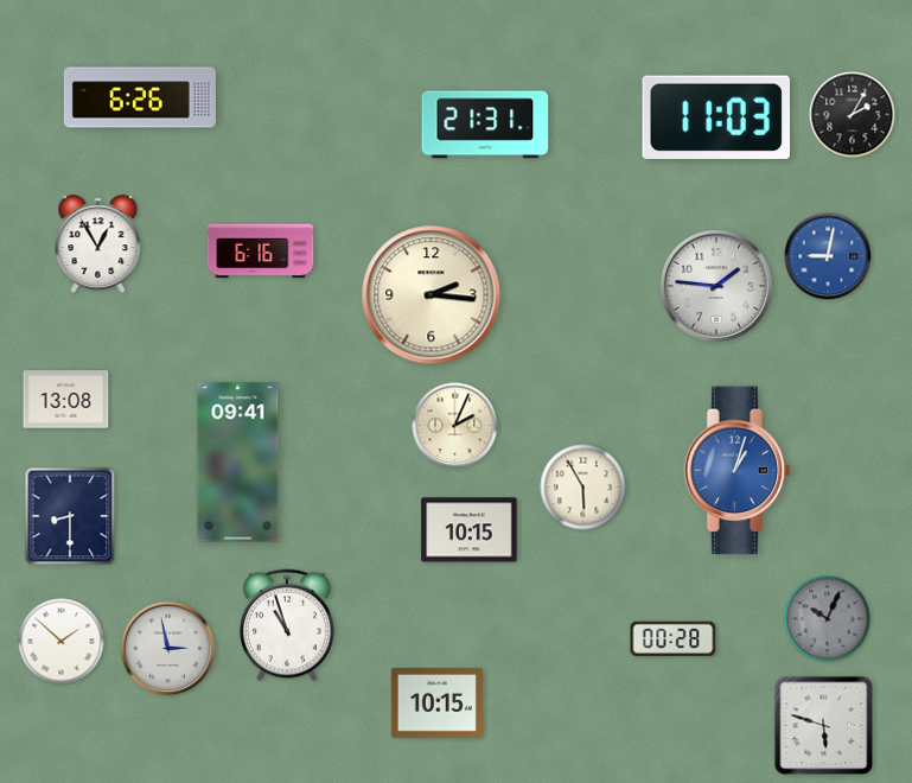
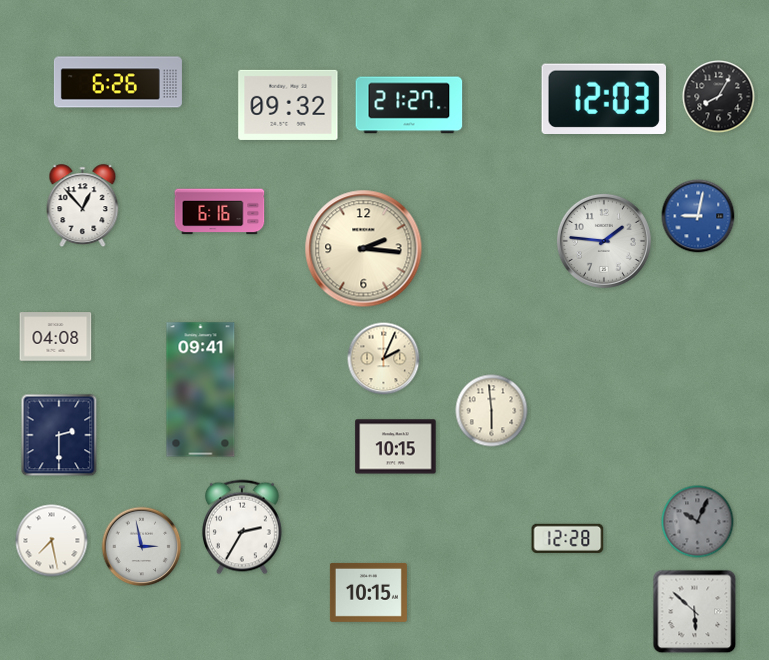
clock at (853, 115): 2:05 -> 8:05
clock at (715, 117): 11:03 -> 12:03
clock at (288, 105): none -> 09:32
clock at (485, 125): 21:31 -> 21:27
clock at (98, 244): 12:55 -> 12:53
clock at (66, 400): 13:08 -> 04:08
clock at (738, 471): 1:03 -> none
clock at (583, 488): 5:55 -> 5:59
clock at (70, 516): 8:30 -> 2:30
clock at (287, 625): 10:57 -> 2:35
clock at (674, 638): 00:28 -> 12:28
clock at (62, 642): 1:52 -> 7:28
clock at (824, 726): 5:48 -> 5:52
